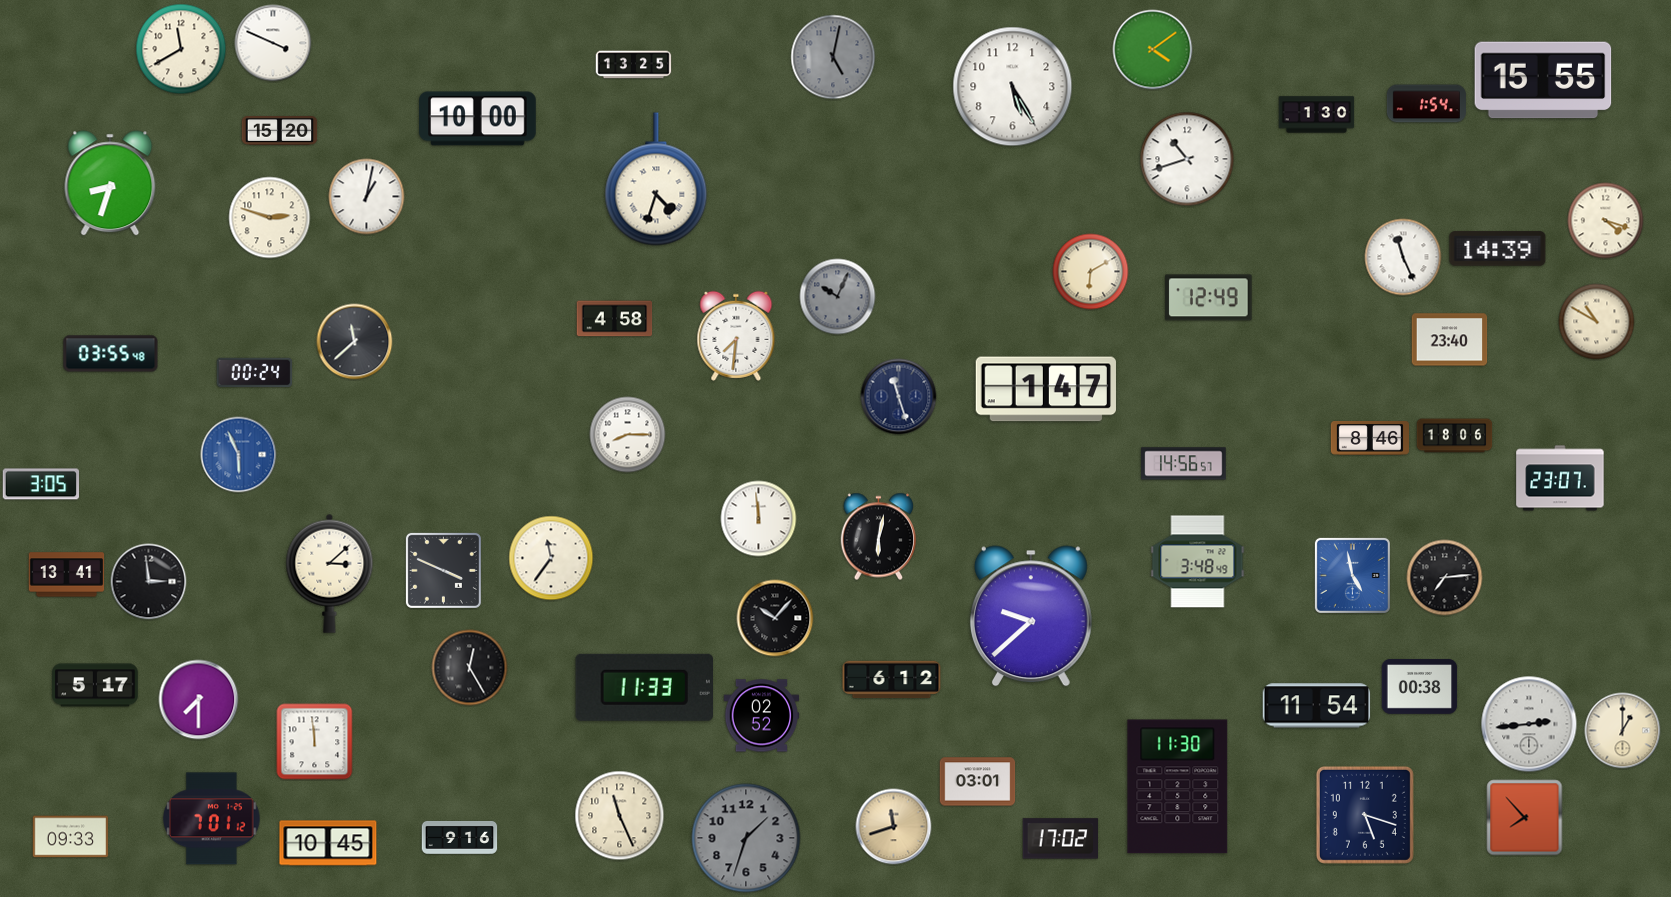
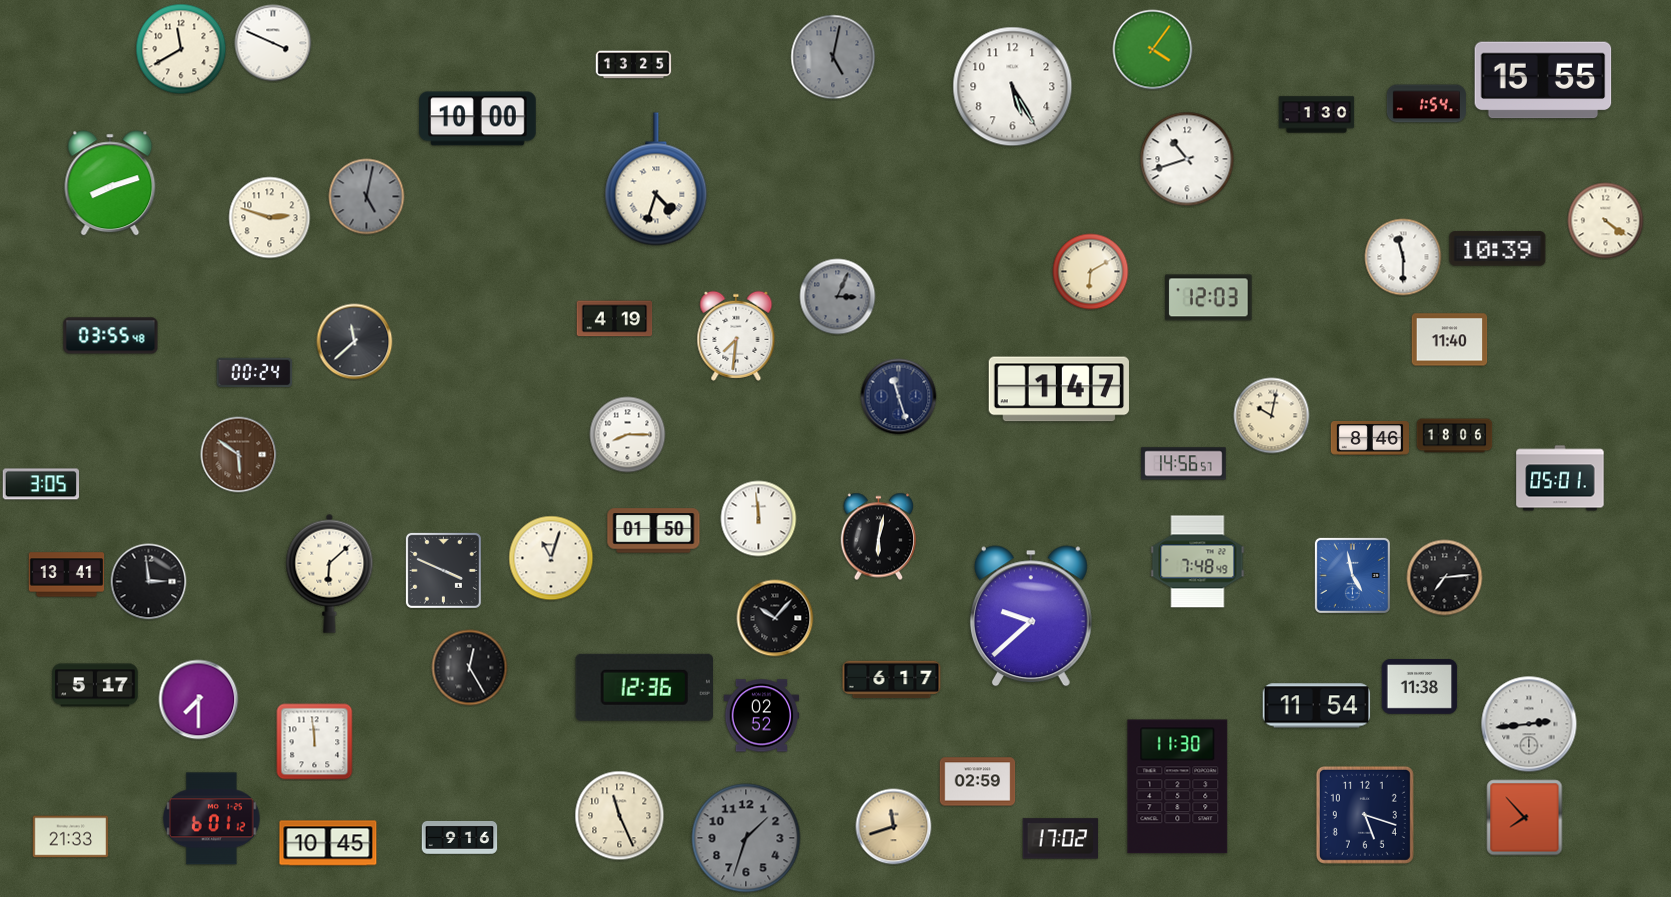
clock at (1153, 50): 4:09 -> 4:06
clock at (280, 131): 15:20 -> none
clock at (110, 183): 8:33 -> 8:12
clock at (367, 197): 1:02 -> 5:02
clock at (367, 197) dial: white -> grey
clock at (1606, 221): 4:18 -> 4:21
clock at (1498, 249): 14:39 -> 10:39
clock at (1403, 257): 11:26 -> 11:30
clock at (838, 297): 10:04 -> 3:04
clock at (1209, 298): 12:49 -> 12:03
clock at (615, 319): 4:58 -> 4:19
clock at (1597, 322): 10:50 -> none
clock at (1450, 340): 23:40 -> 11:40
clock at (111, 354) position: (111, 354) -> (111, 336)
clock at (1046, 389) position: (1046, 389) -> (1059, 389)
clock at (1272, 416): none -> 10:02
clock at (239, 455): 5:56 -> 5:51
clock at (239, 455) dial: blue -> brown
clock at (1560, 478): 23:07 -> 05:01
clock at (654, 531): none -> 01:50
clock at (551, 558): 11:36 -> 11:03
clock at (1198, 562): 3:48 -> 7:48
clock at (330, 573): 3:08 -> 6:08
clock at (892, 680): 6:12 -> 6:17
clock at (644, 687): 11:33 -> 12:36
clock at (1420, 687): 00:38 -> 11:38
clock at (1623, 731): 1:00 -> none
clock at (978, 782): 03:01 -> 02:59
clock at (212, 819): 7:01 -> 6:01
clock at (71, 837): 09:33 -> 21:33
